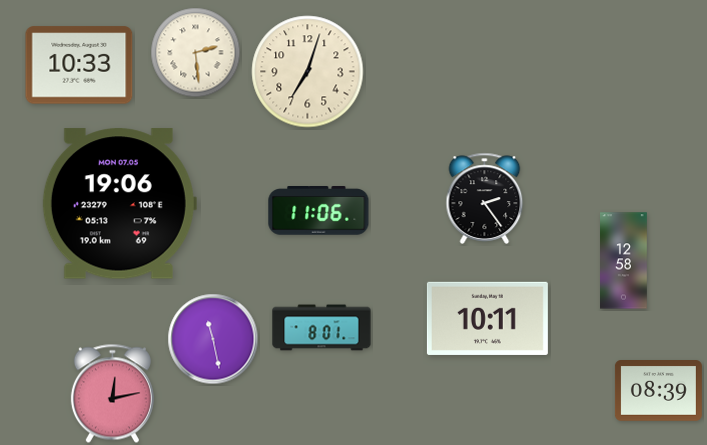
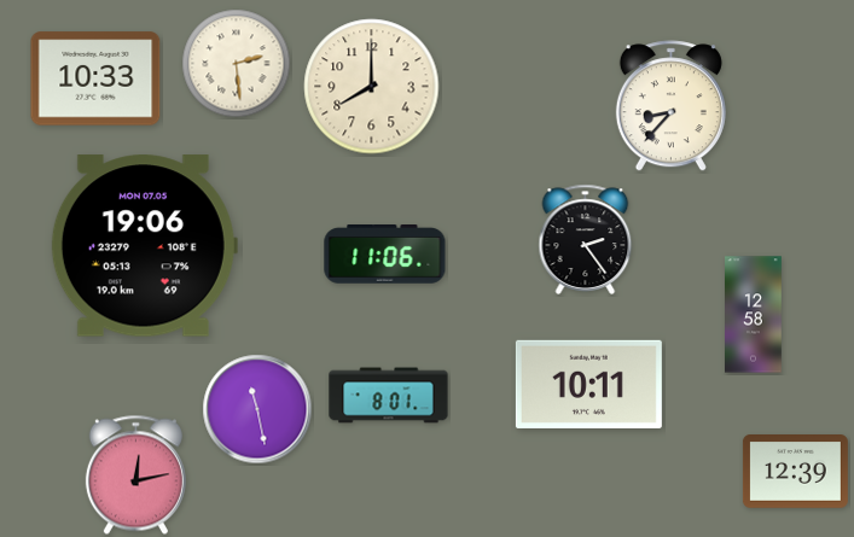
clock at (308, 72): 7:03 -> 8:00
clock at (670, 106): none -> 8:37
clock at (658, 391): 08:39 -> 12:39
